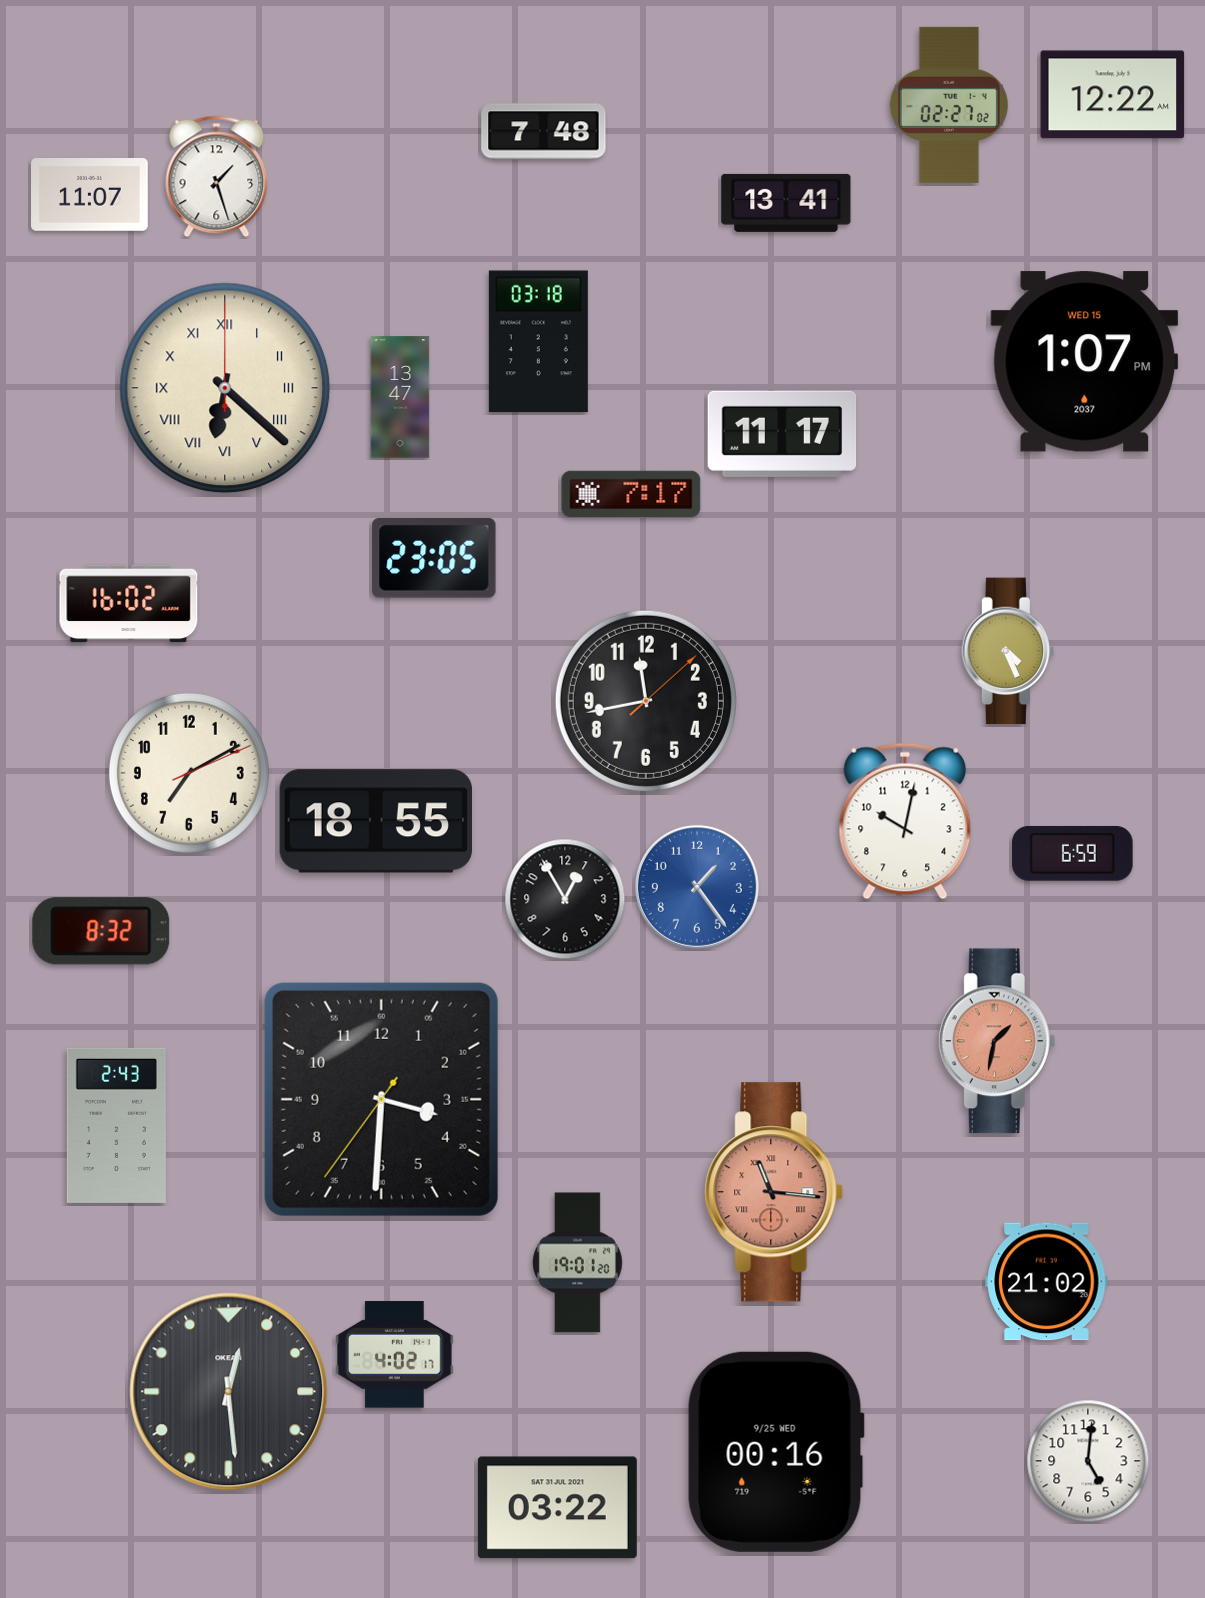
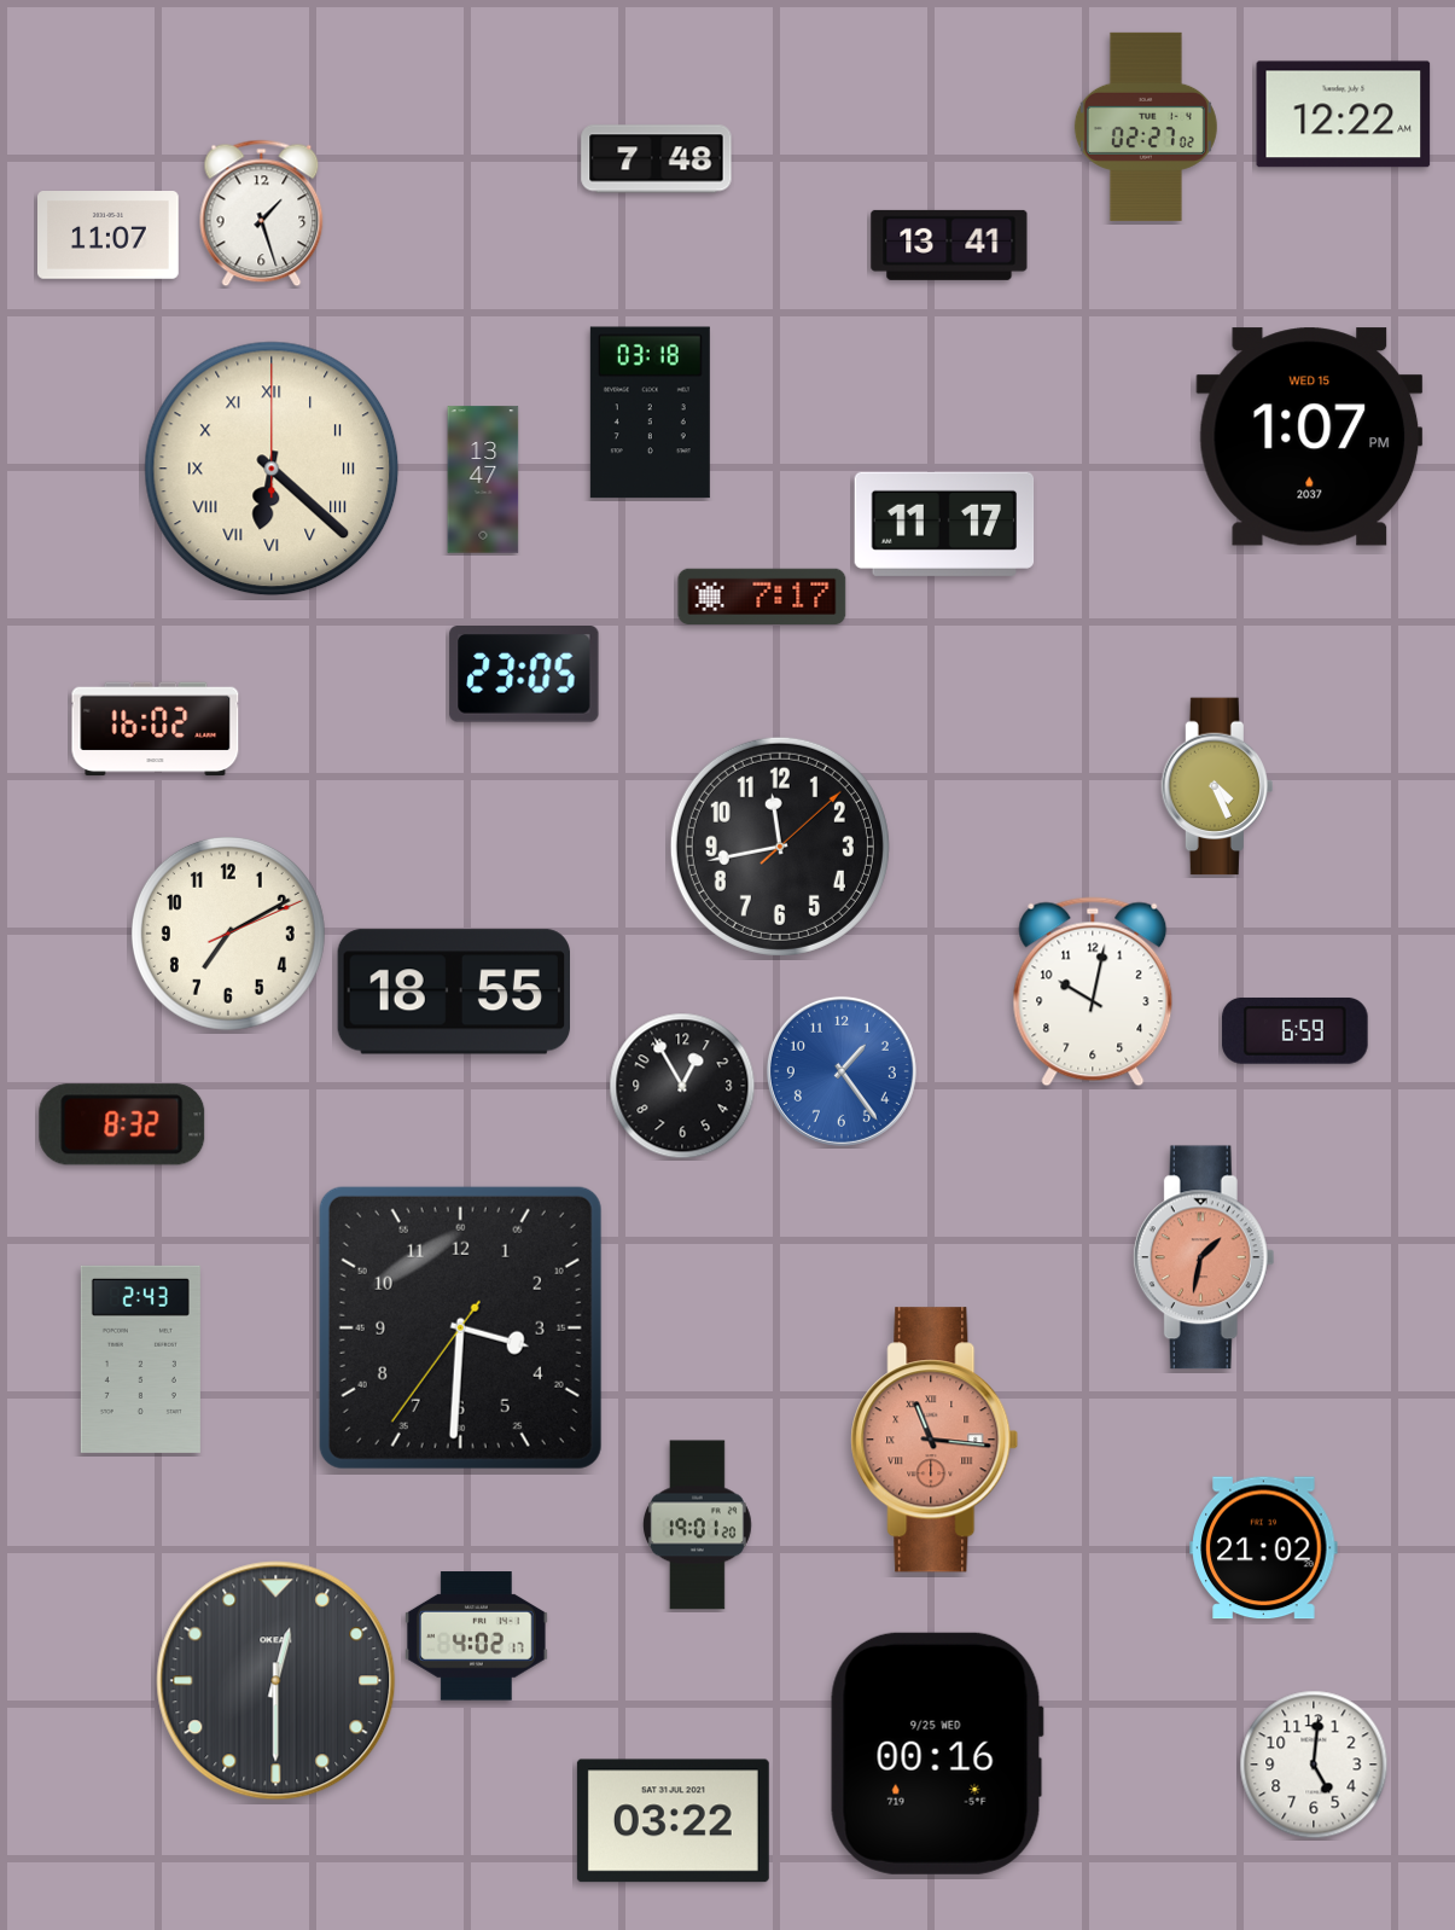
clock at (229, 1392): 12:29 -> 12:30
